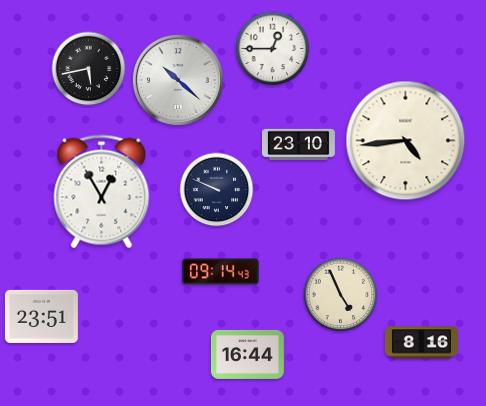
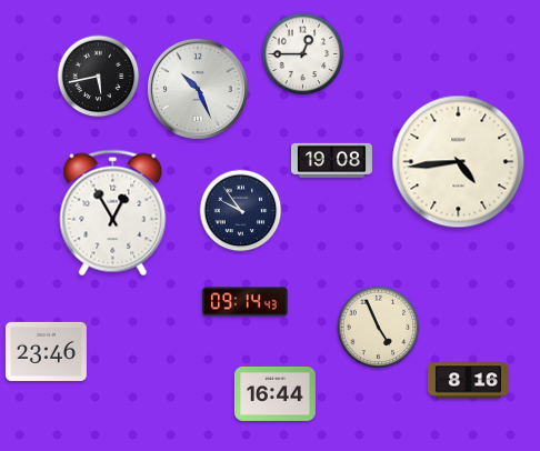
clock at (178, 80): 10:22 -> 10:26
clock at (406, 141) position: (406, 141) -> (459, 162)
clock at (298, 144): 23:10 -> 19:08
clock at (217, 190): 9:49 -> 9:54
clock at (41, 316): 23:51 -> 23:46
